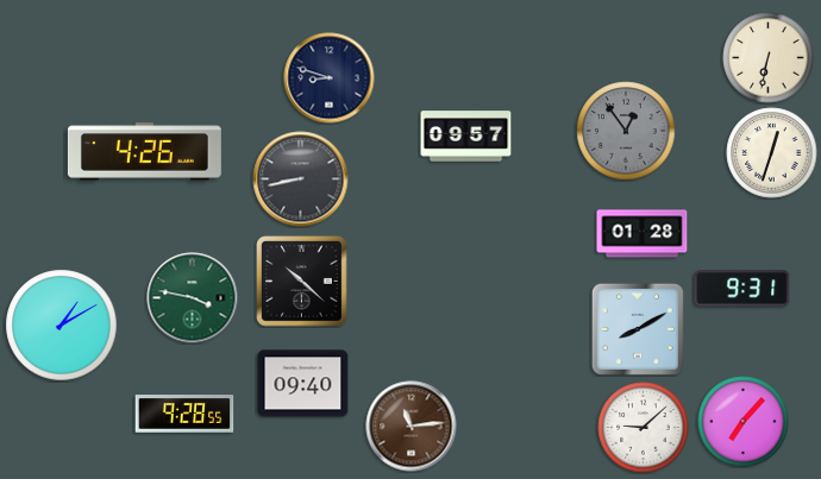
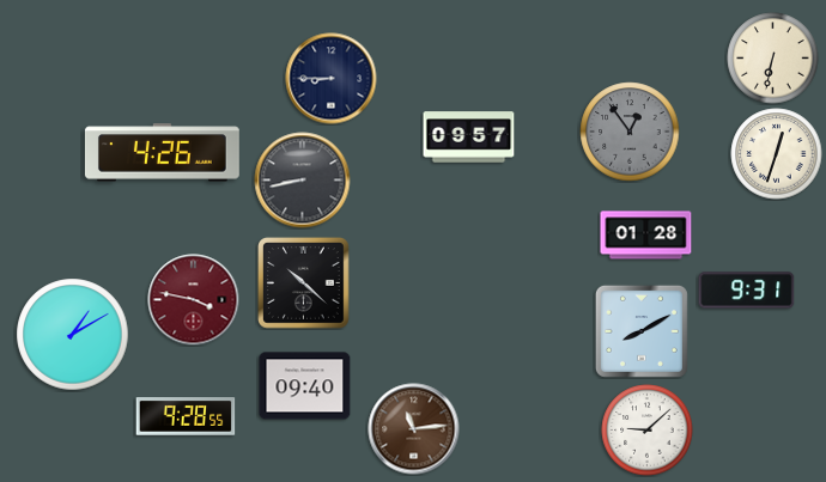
clock at (330, 78): 8:48 -> 8:45
clock at (144, 152) position: (144, 152) -> (162, 153)
clock at (193, 298) dial: green -> burgundy
clock at (62, 326) position: (62, 326) -> (73, 335)
clock at (744, 422): 7:07 -> none
